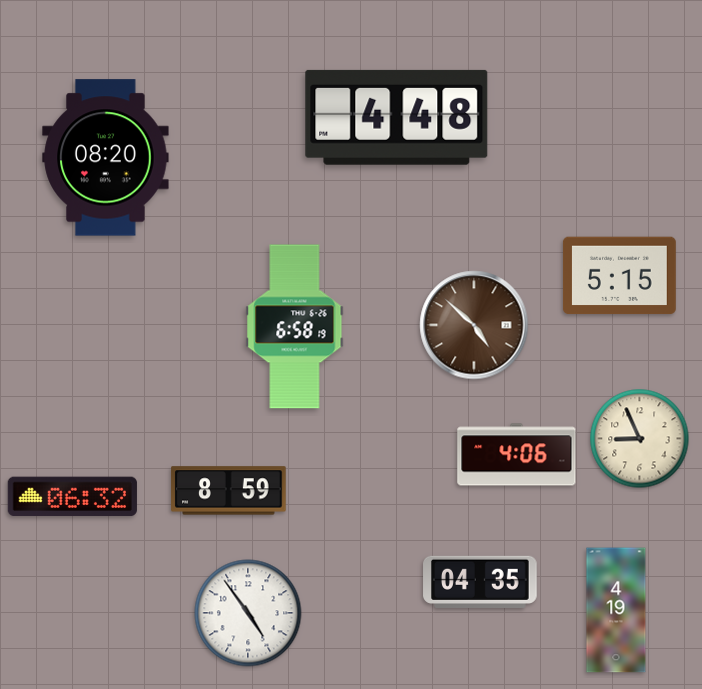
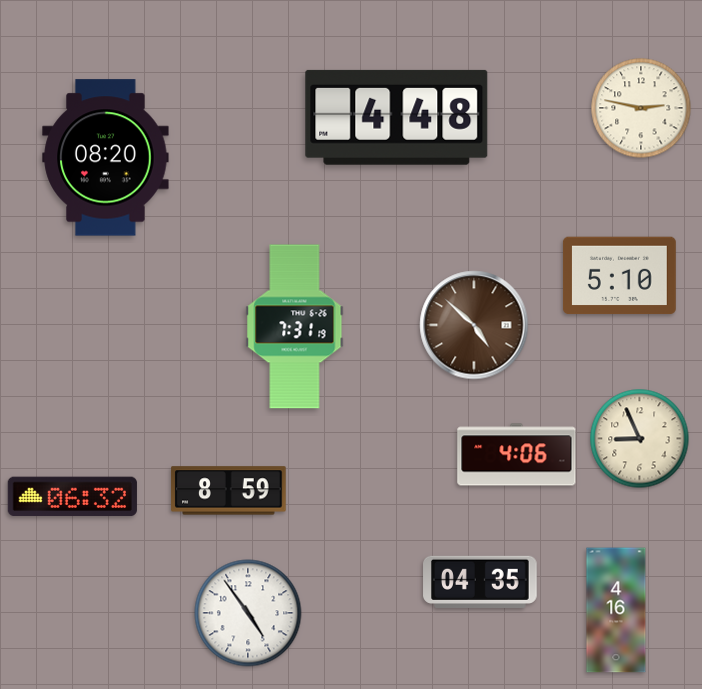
clock at (641, 108): none -> 2:47
clock at (619, 276): 5:15 -> 5:10
clock at (295, 327): 6:58 -> 7:31
clock at (616, 610): 4:19 -> 4:16
